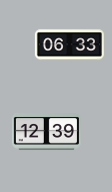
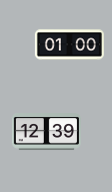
clock at (69, 45): 06:33 -> 01:00
